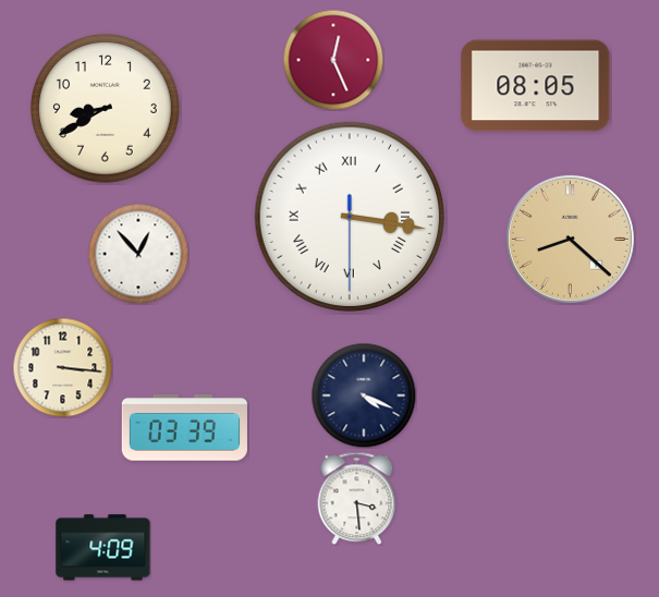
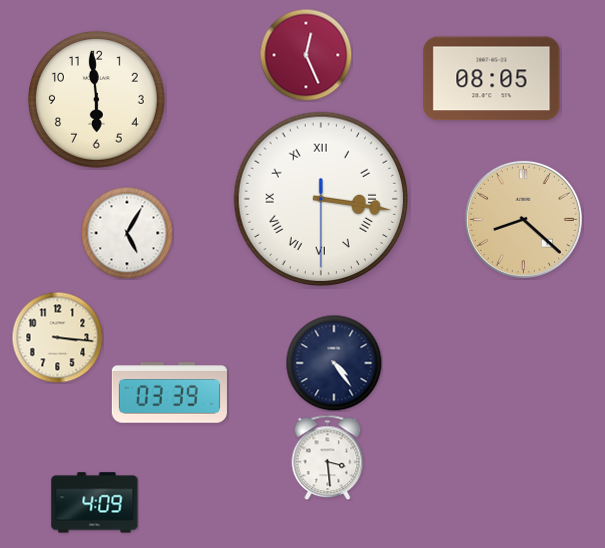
clock at (106, 109): 8:40 -> 5:59
clock at (138, 254): 12:53 -> 5:05
clock at (364, 395): 4:19 -> 4:24
